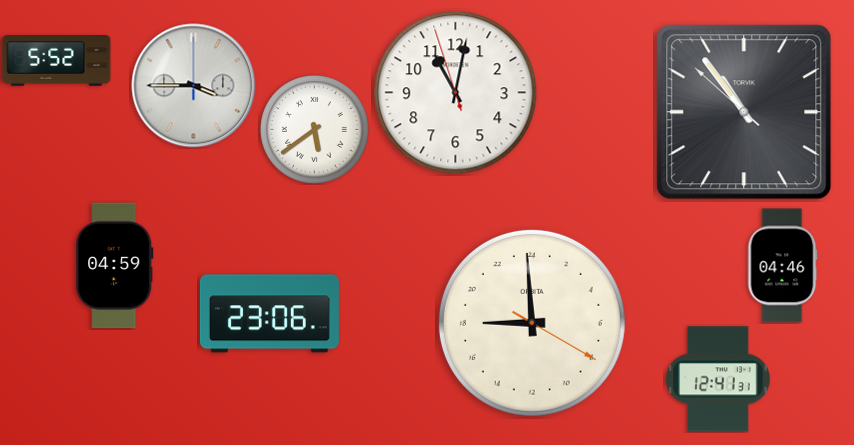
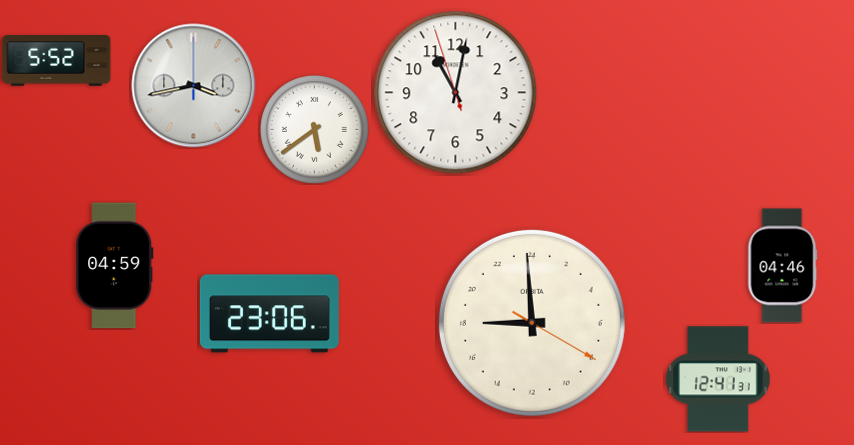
clock at (194, 86): 3:45 -> 3:43
clock at (744, 112): 10:53 -> none
